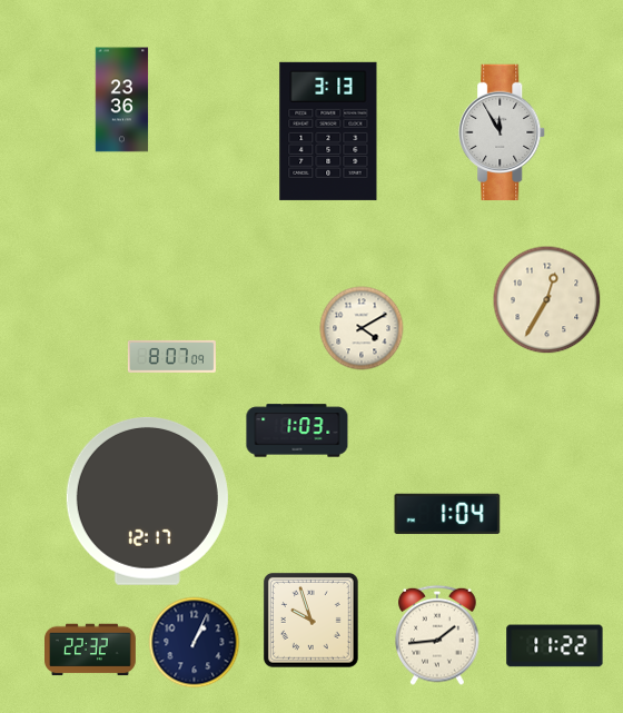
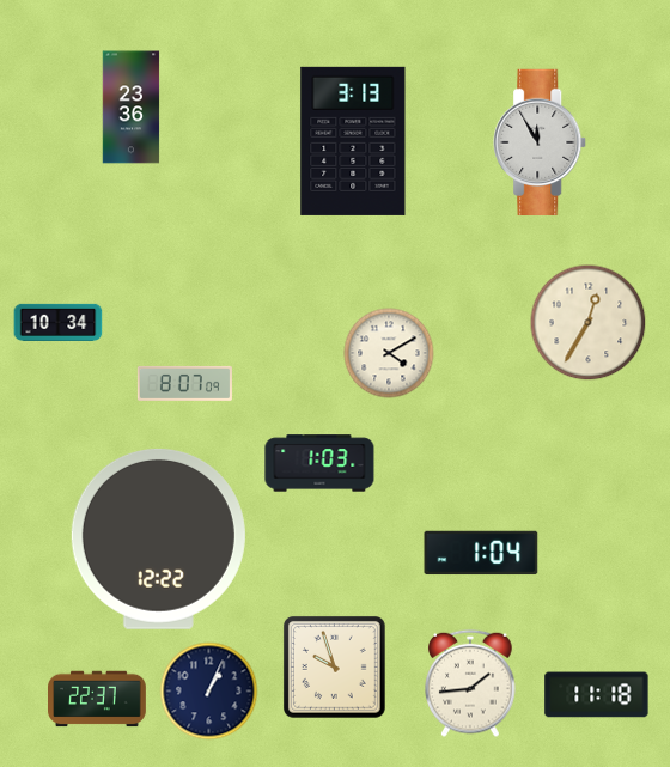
clock at (59, 322): none -> 10:34
clock at (147, 501): 12:17 -> 12:22
clock at (555, 646): 11:22 -> 11:18
clock at (91, 650): 22:32 -> 22:37
